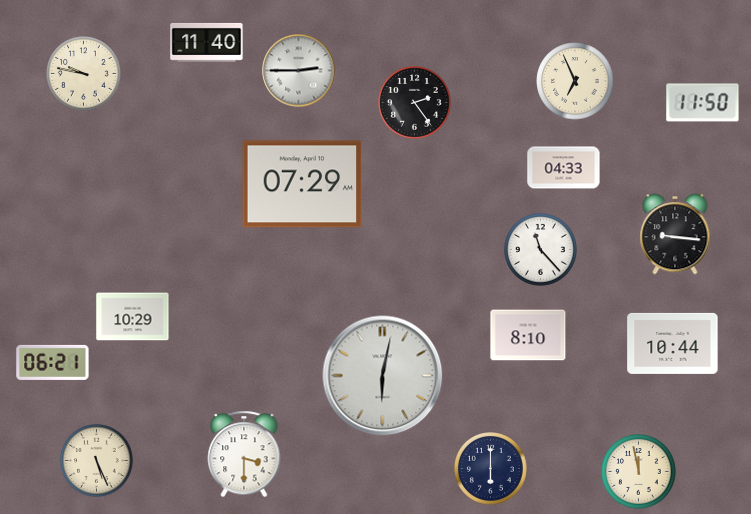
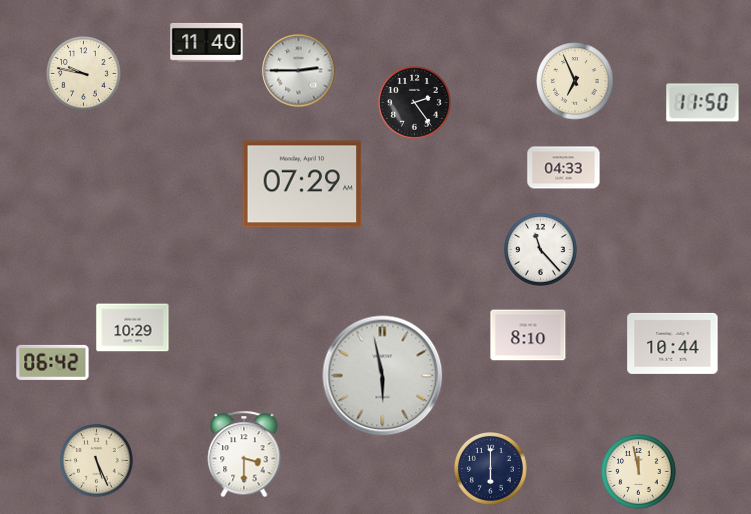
clock at (675, 234): 9:16 -> none
clock at (133, 317) position: (133, 317) -> (133, 328)
clock at (53, 362): 06:21 -> 06:42
clock at (383, 376): 6:02 -> 5:58
